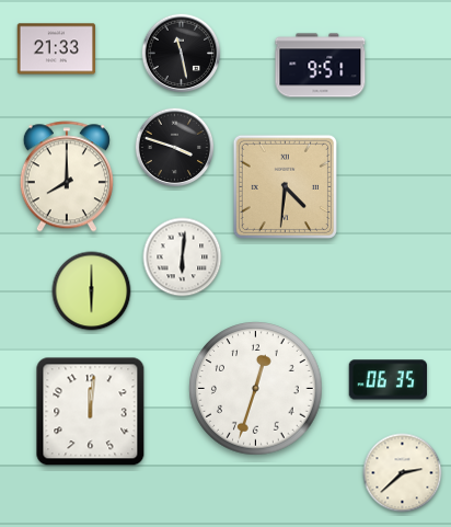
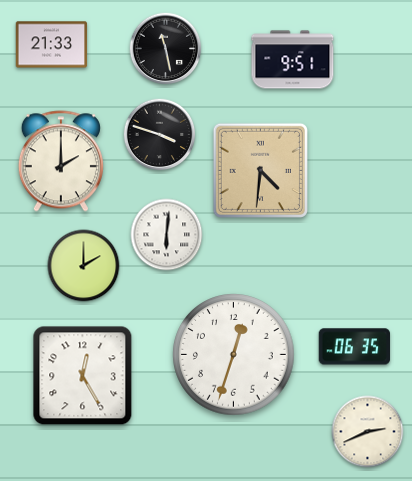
clock at (67, 176): 8:00 -> 2:00
clock at (92, 291): 6:00 -> 2:00
clock at (91, 412): 12:01 -> 12:25
clock at (403, 473): 2:38 -> 2:41
